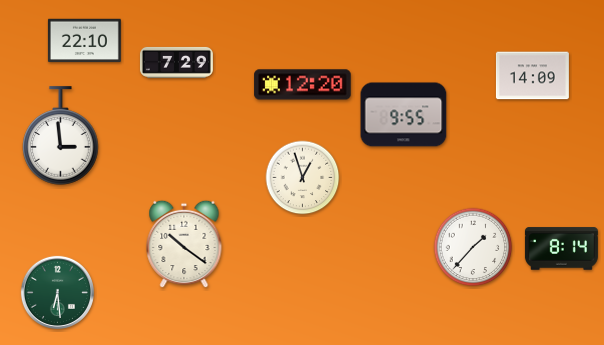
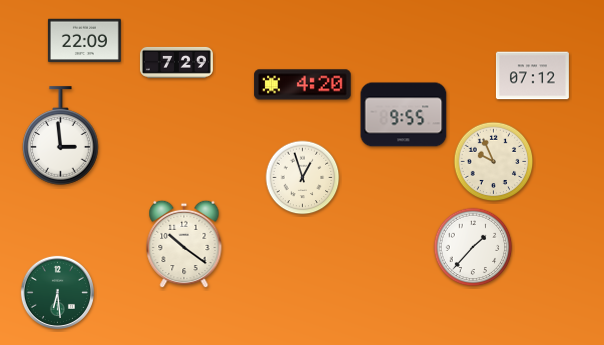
clock at (84, 41): 22:10 -> 22:09
clock at (532, 76): 14:09 -> 07:12
clock at (303, 85): 12:20 -> 4:20
clock at (494, 162): none -> 9:56
clock at (561, 249): 8:14 -> none
